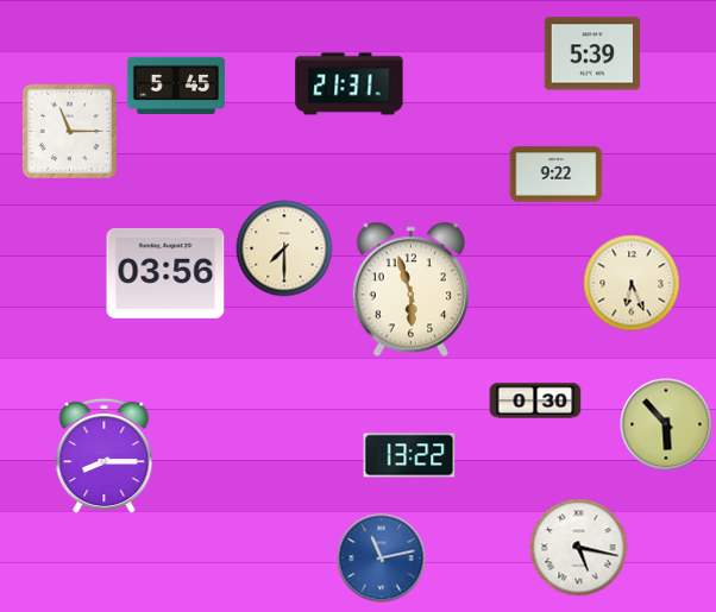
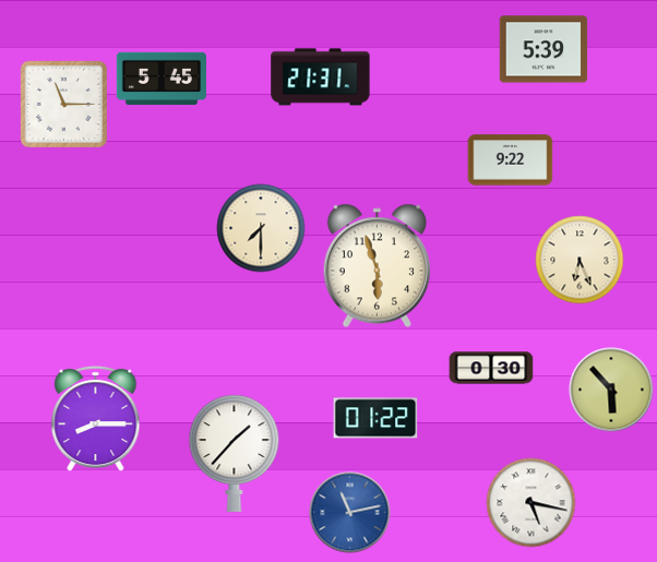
clock at (69, 131) position: (69, 131) -> (63, 104)
clock at (165, 273): 03:56 -> none
clock at (409, 455): 13:22 -> 01:22
clock at (235, 453): none -> 1:37
